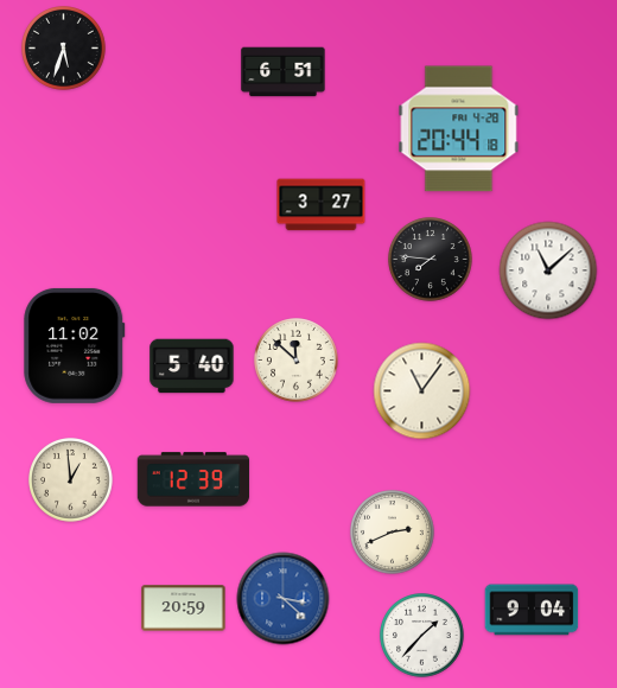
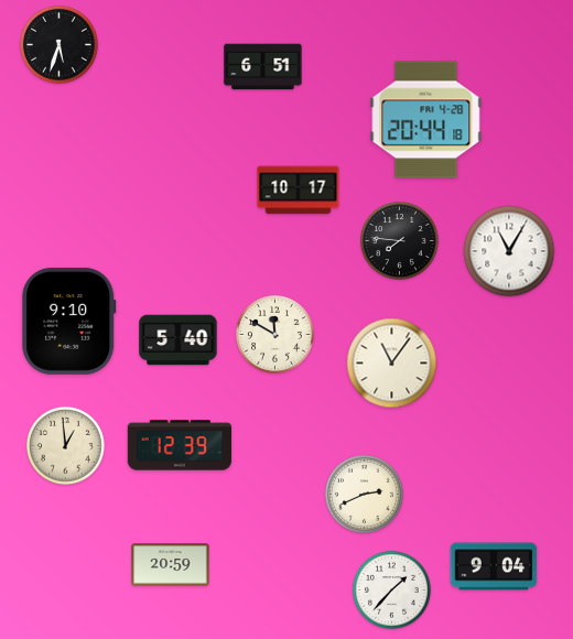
clock at (322, 205): 3:27 -> 10:17
clock at (548, 270): 11:08 -> 11:05
clock at (75, 345): 11:02 -> 9:10
clock at (297, 361): 11:52 -> 11:50
clock at (284, 599): 3:22 -> none
